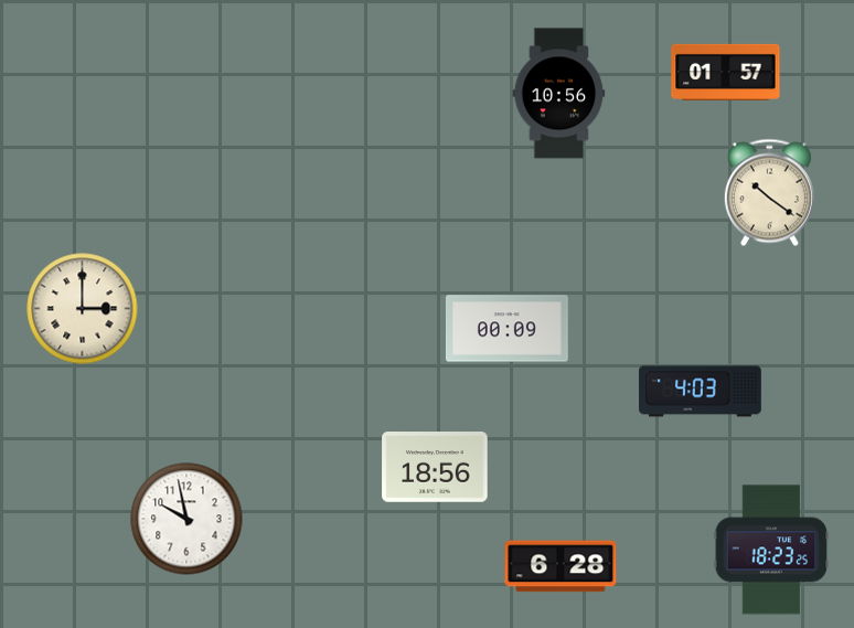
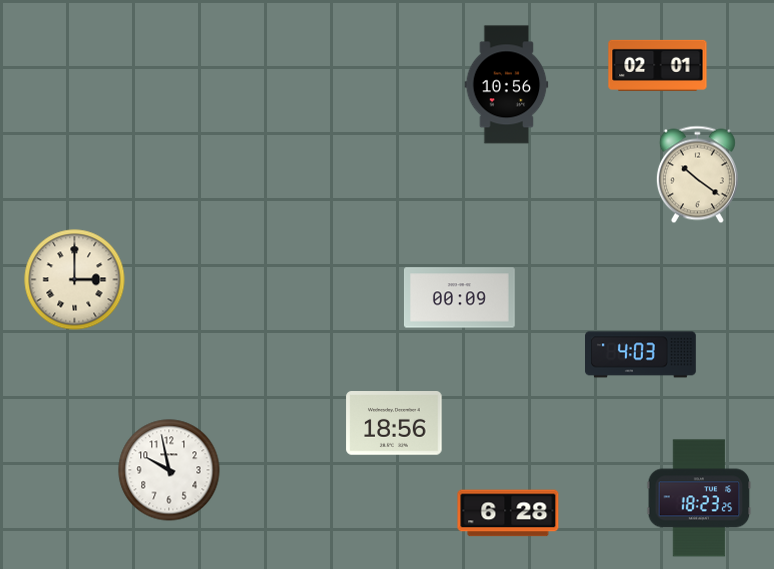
clock at (726, 72): 01:57 -> 02:01
clock at (701, 392) position: (701, 392) -> (641, 355)
